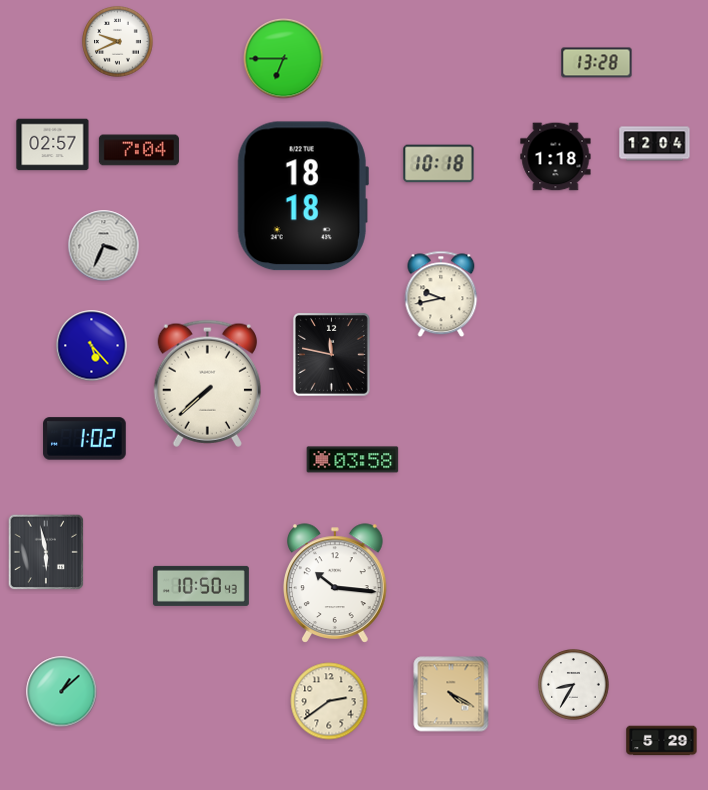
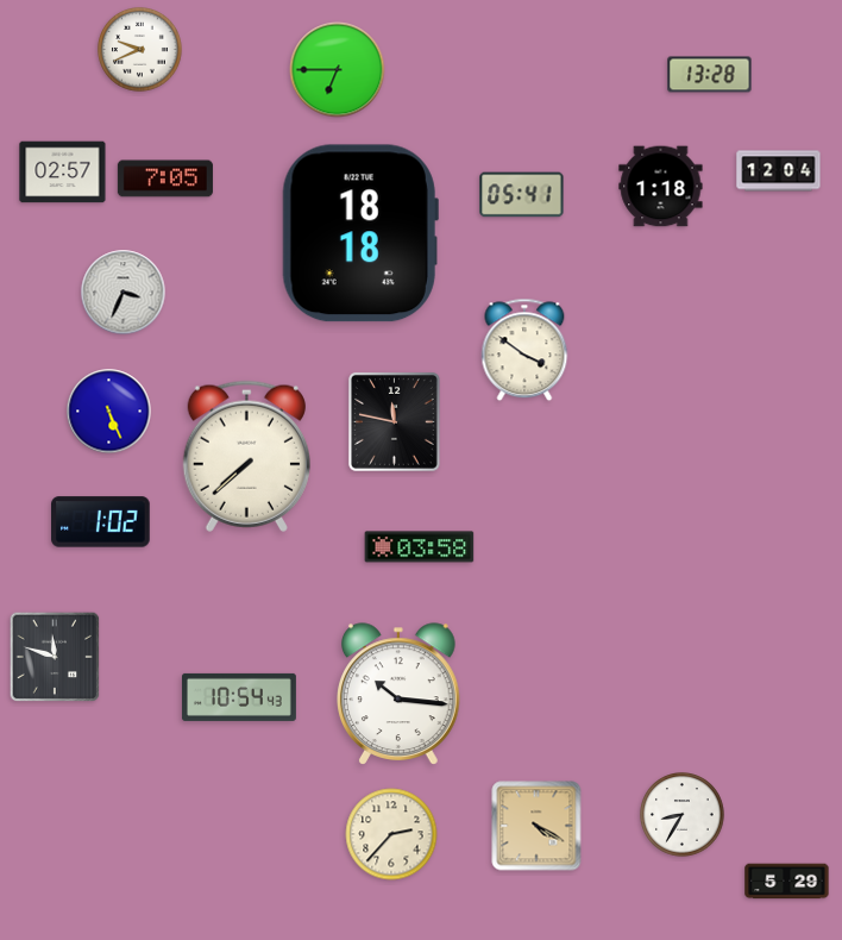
clock at (139, 150): 7:04 -> 7:05
clock at (439, 164): 10:18 -> 05:41
clock at (441, 294): 9:43 -> 3:51
clock at (92, 346): 5:23 -> 5:26
clock at (46, 552): 5:58 -> 11:48
clock at (201, 586): 10:50 -> 10:54
clock at (62, 692): 1:08 -> none
clock at (329, 701): 2:39 -> 2:37
